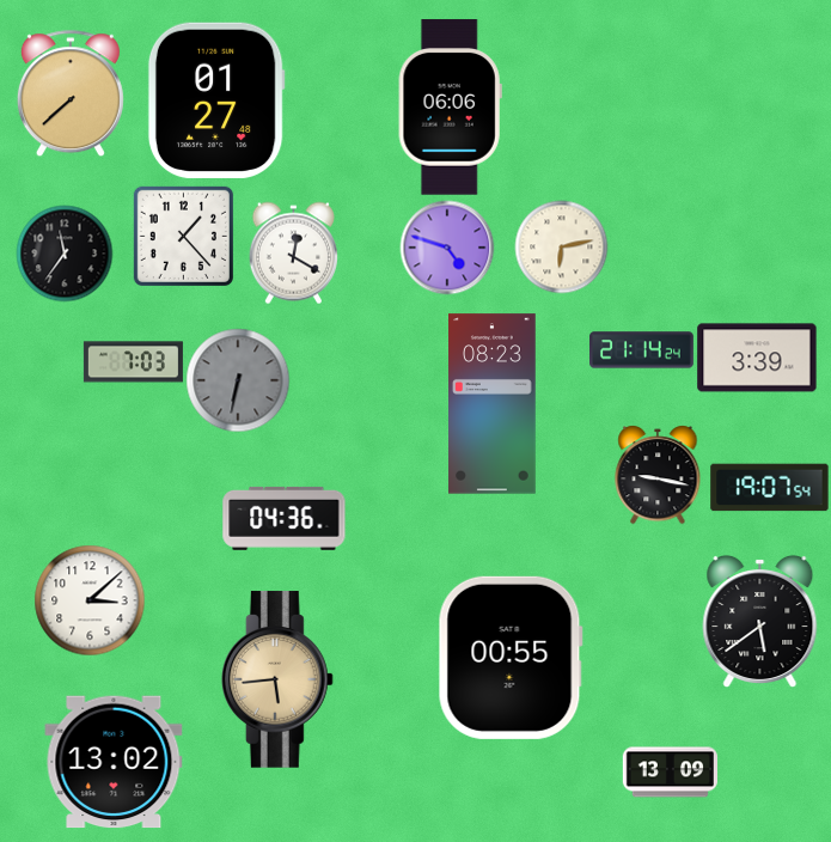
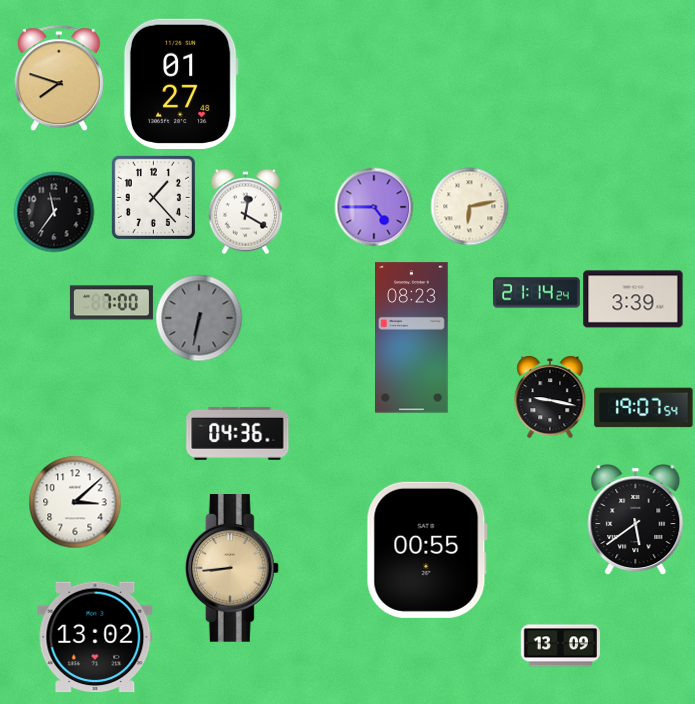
clock at (71, 93): 7:38 -> 7:48
clock at (450, 108): 06:06 -> none
clock at (447, 248): 4:48 -> 4:45
clock at (133, 362): 7:03 -> 7:00
clock at (277, 679): 5:44 -> 8:44
